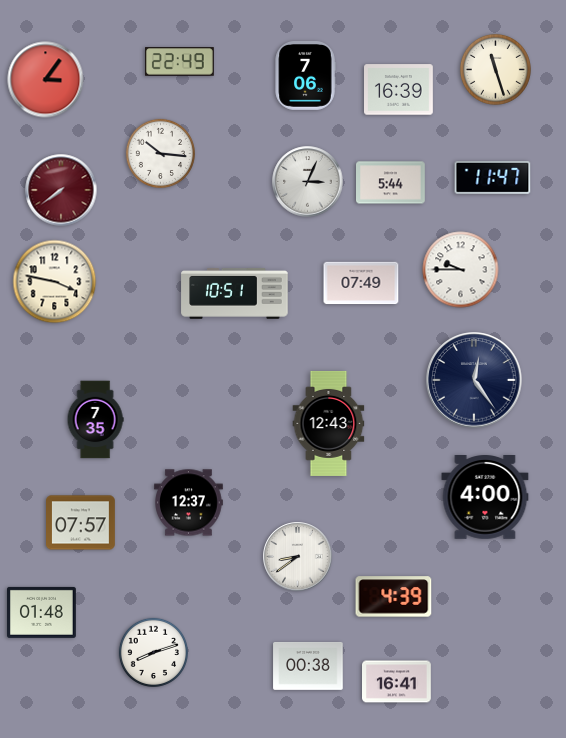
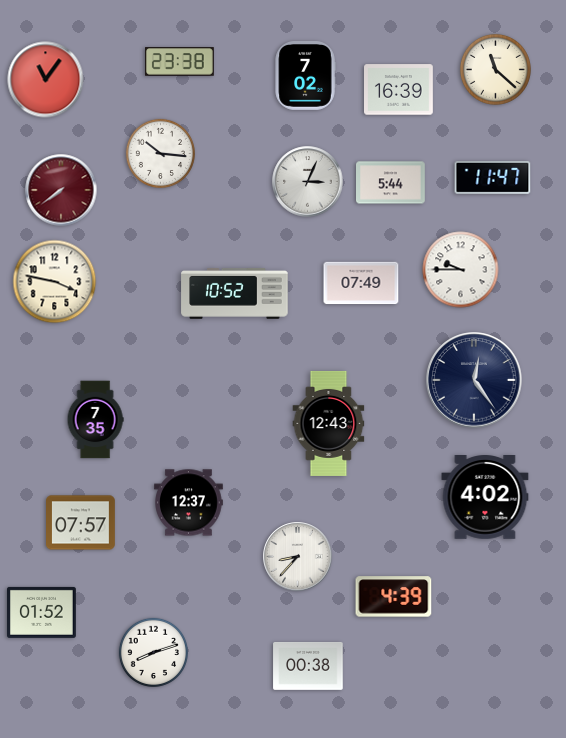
clock at (180, 62): 22:49 -> 23:38
clock at (495, 69): 11:27 -> 11:22
clock at (305, 76): 7:06 -> 7:02
clock at (46, 80): 3:06 -> 11:06
clock at (235, 293): 10:51 -> 10:52
clock at (485, 497): 4:00 -> 4:02
clock at (298, 557): 8:39 -> 8:37
clock at (42, 612): 01:48 -> 01:52
clock at (397, 682): 16:41 -> none
